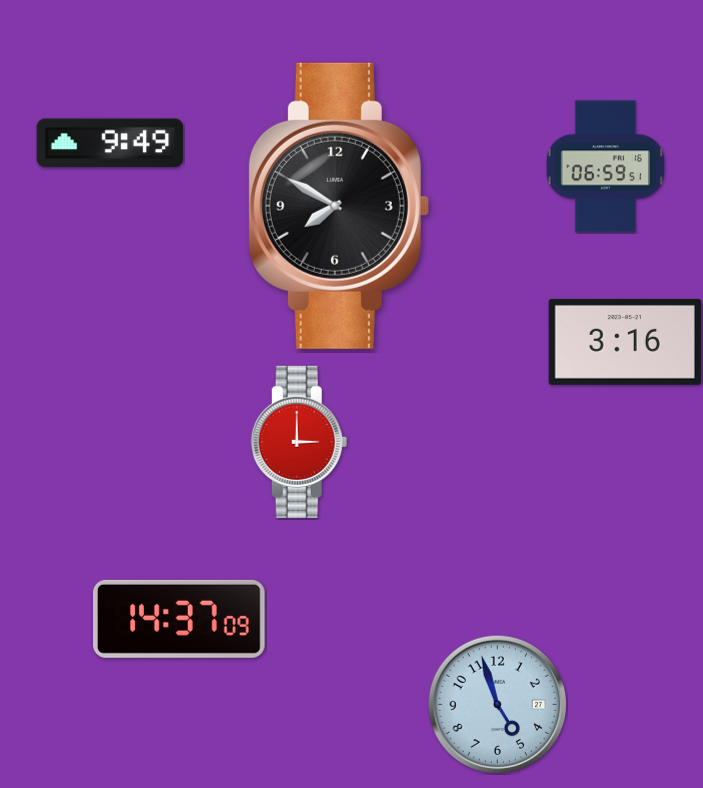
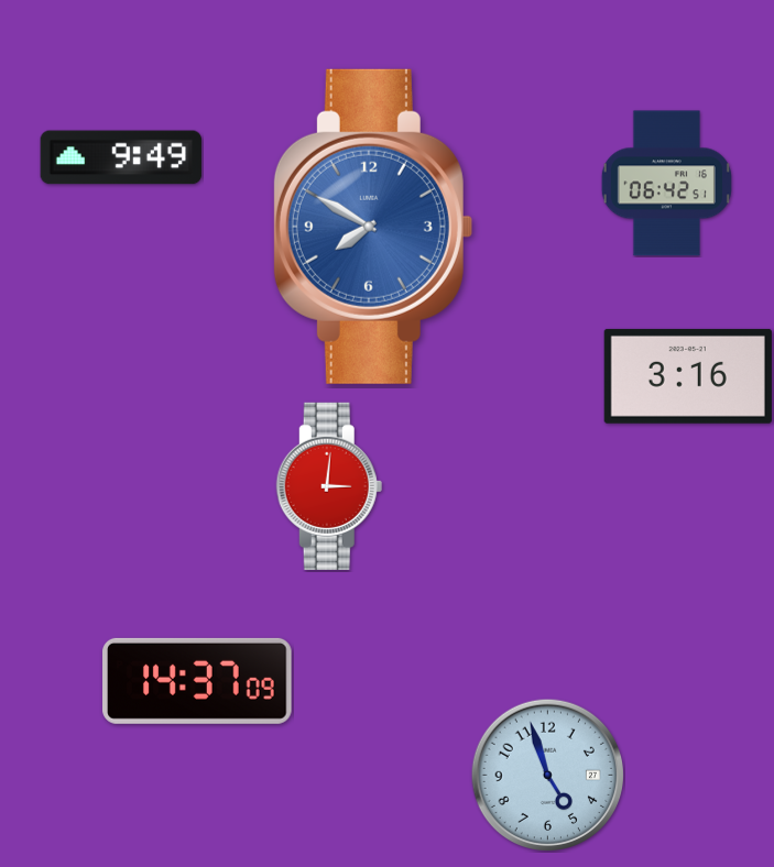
clock at (605, 167): 06:59 -> 06:42
clock at (338, 206) dial: black -> blue
clock at (299, 442): 3:00 -> 3:01
